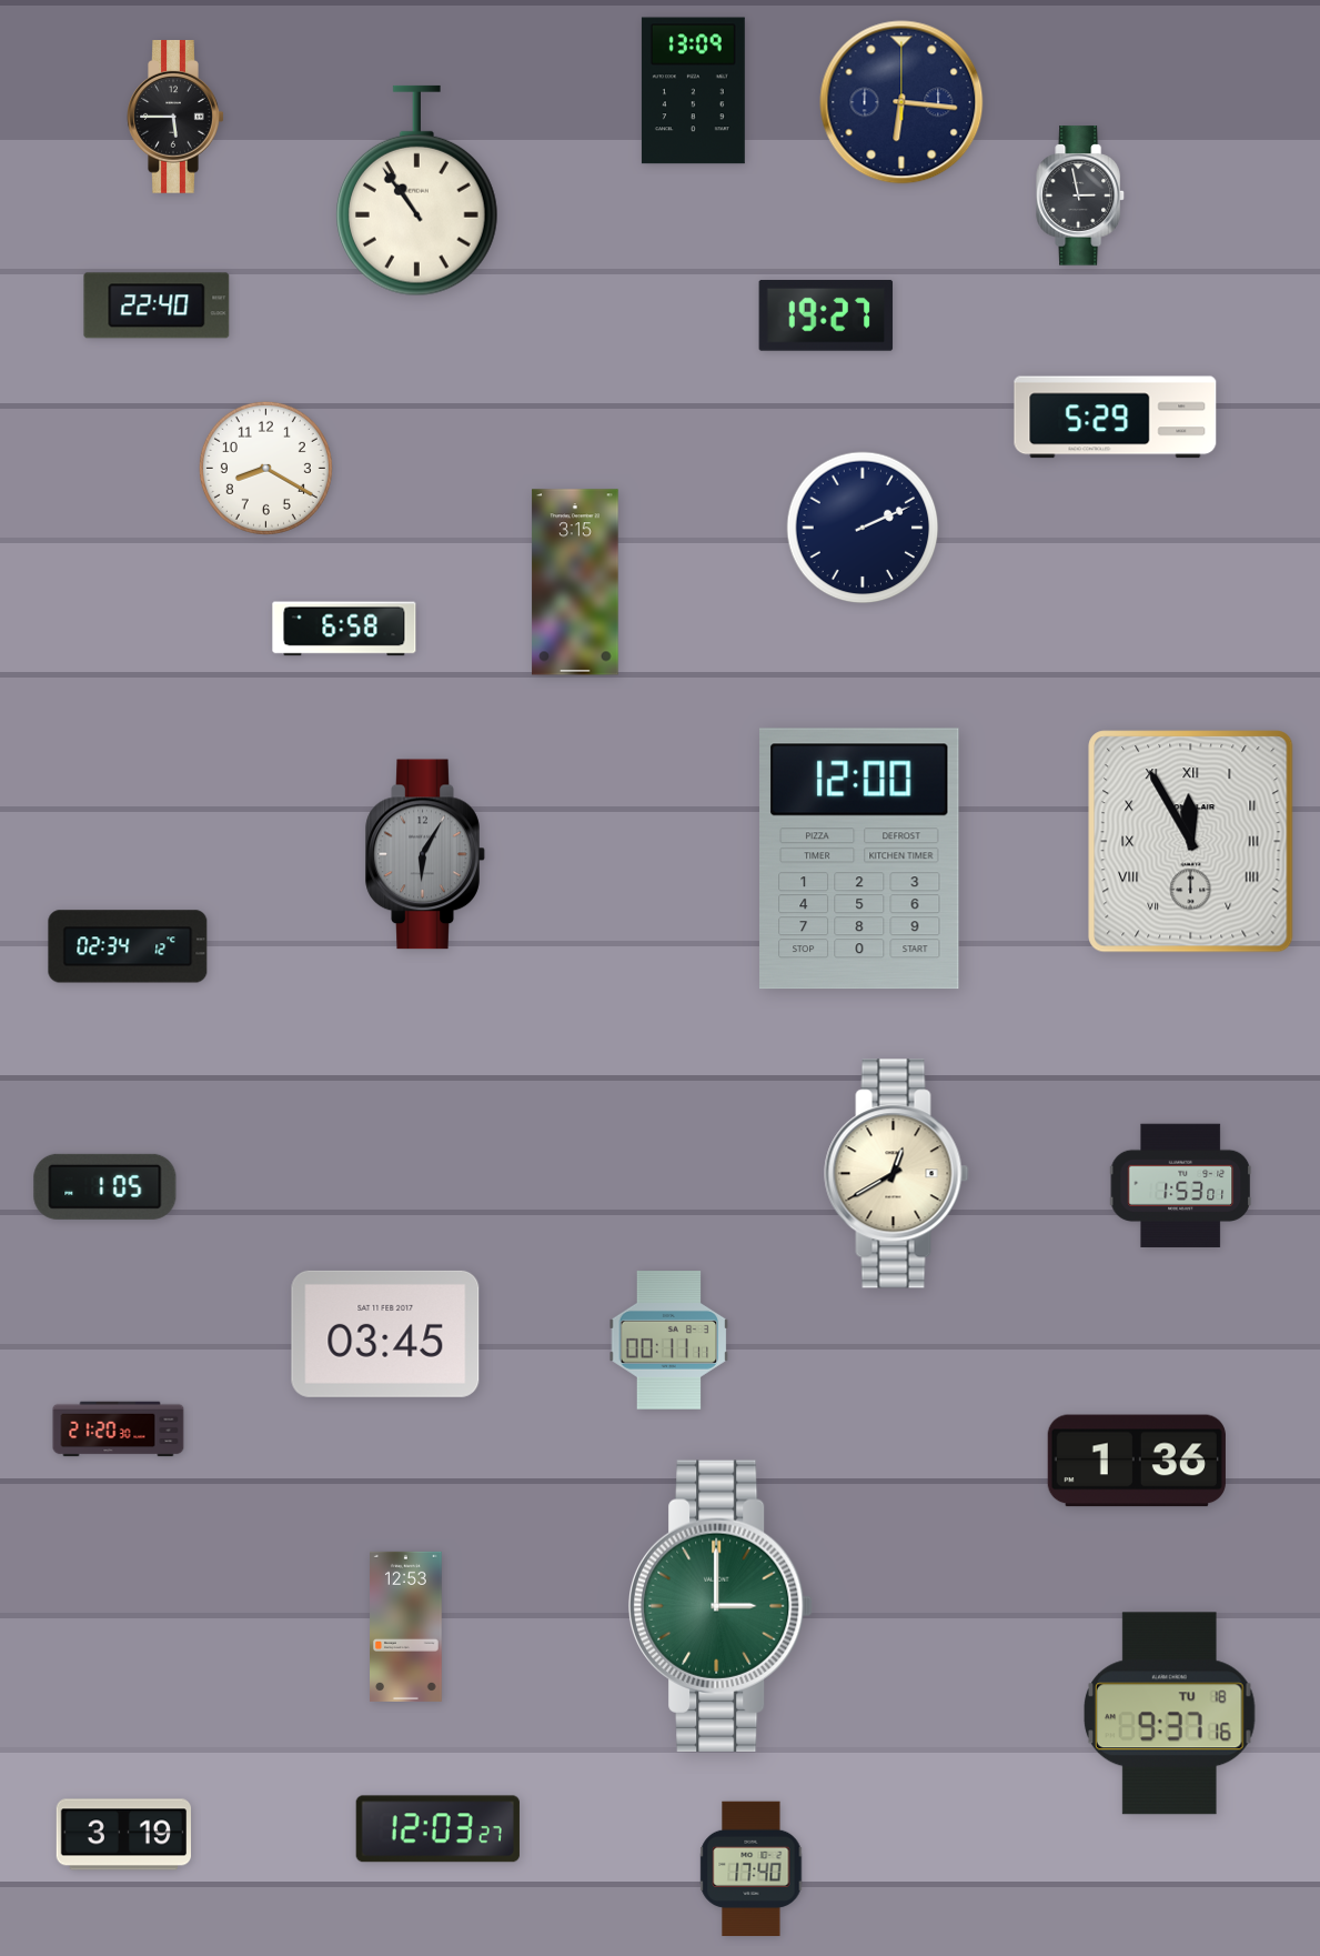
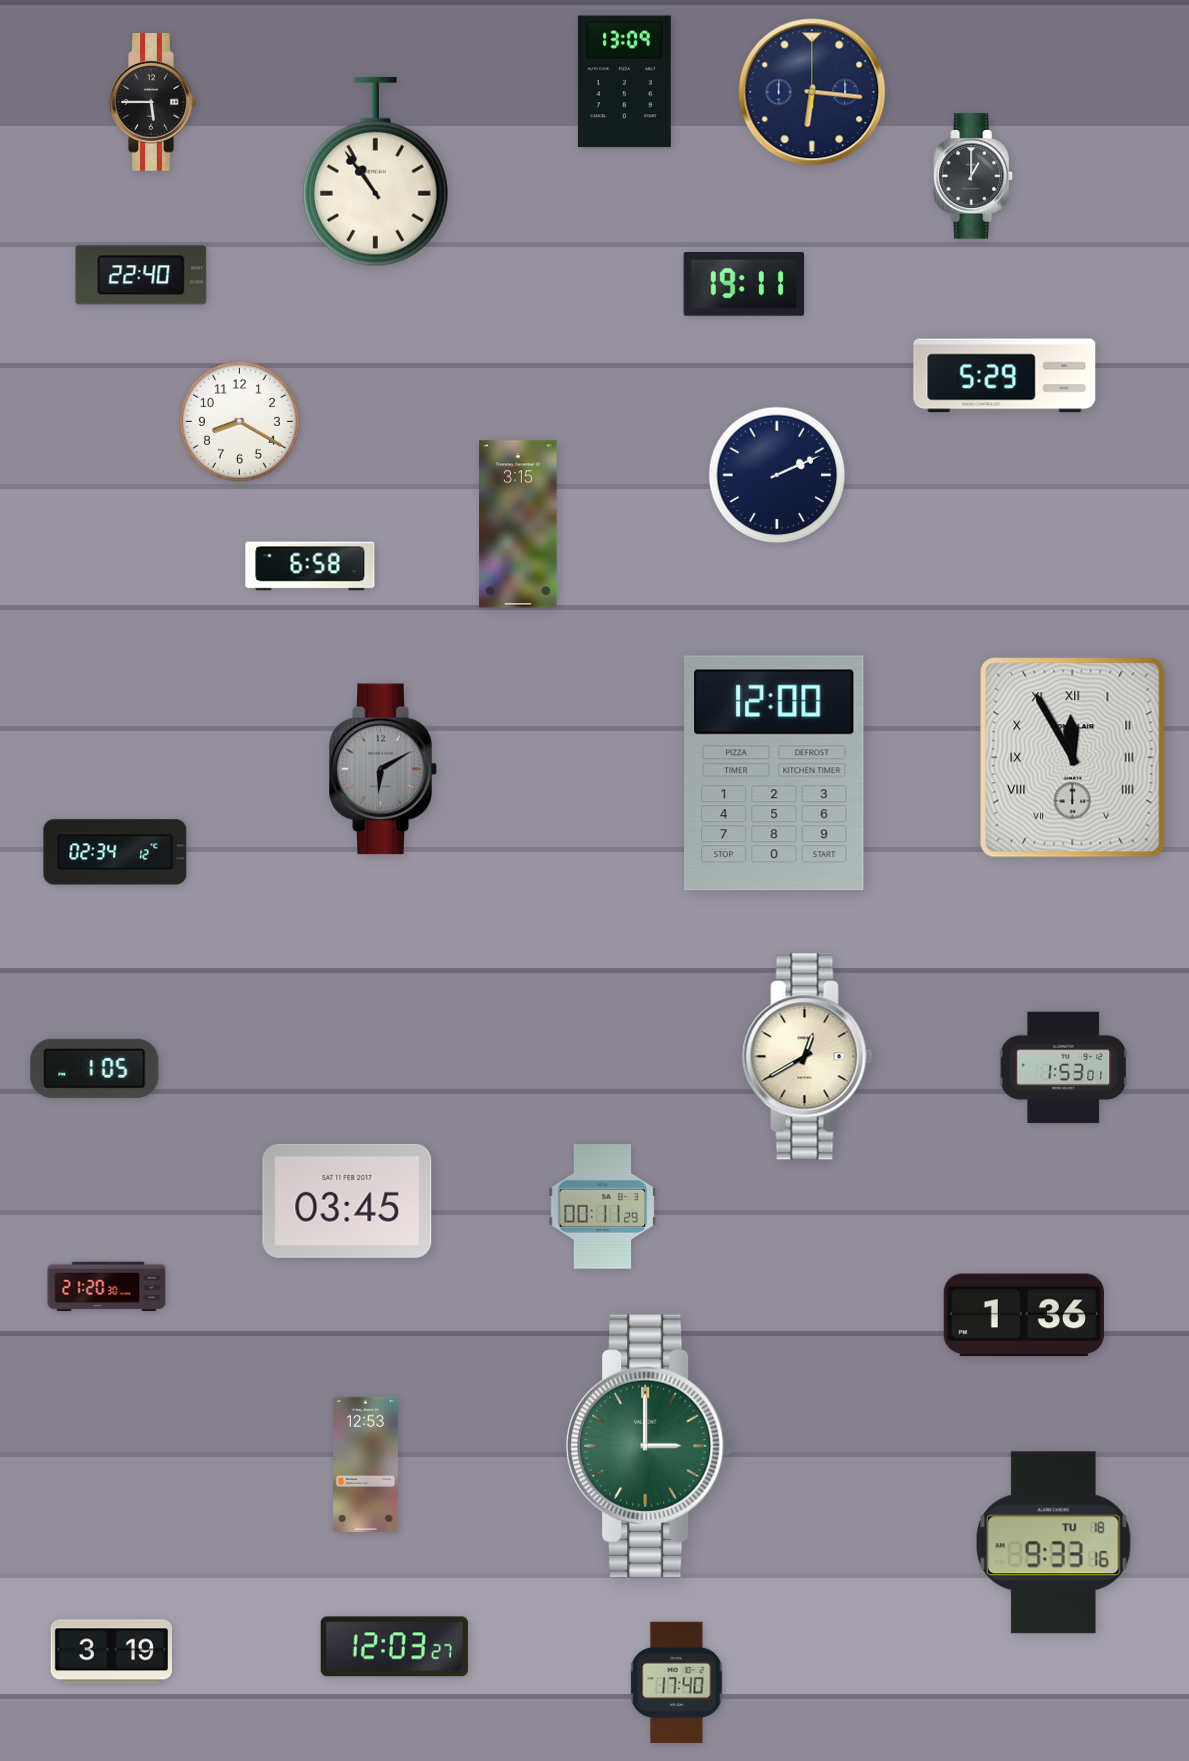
clock at (175, 118) position: (175, 118) -> (153, 103)
clock at (1080, 195): 2:58 -> 1:00
clock at (826, 317): 19:27 -> 19:11
clock at (425, 854): 6:05 -> 6:10
clock at (669, 1341): 00:11:11 -> 00:11:29
clock at (1170, 1714): 9:37 -> 9:33
